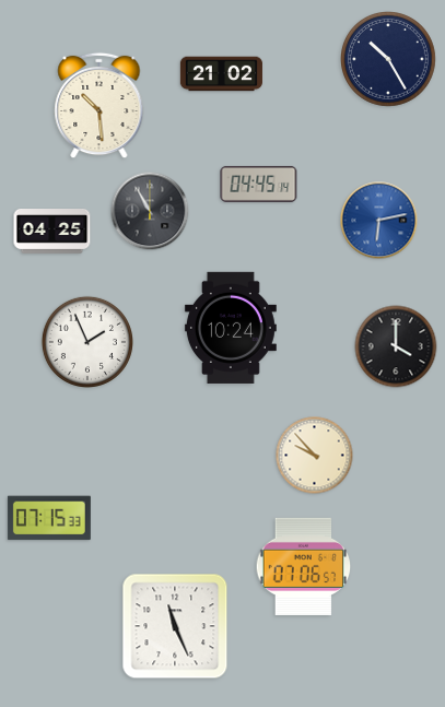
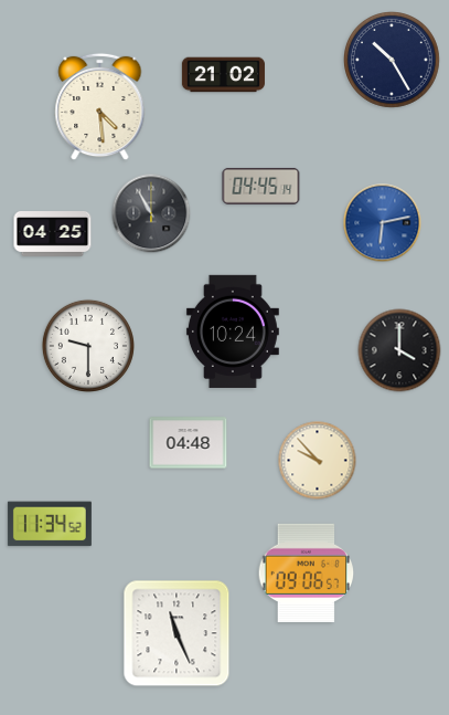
clock at (99, 106): 10:29 -> 4:29
clock at (87, 342): 1:56 -> 9:30
clock at (189, 443): none -> 04:48
clock at (49, 518): 07:15 -> 11:34
clock at (304, 566): 07:06 -> 09:06
